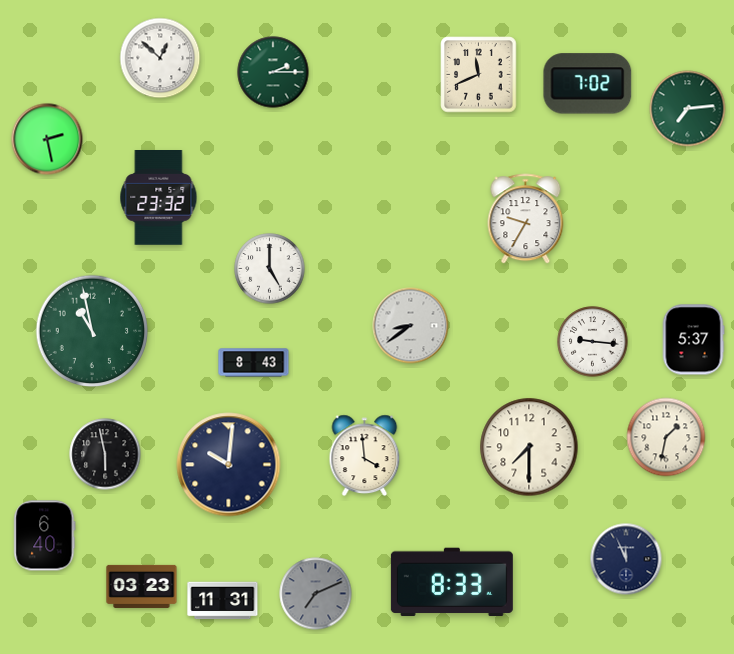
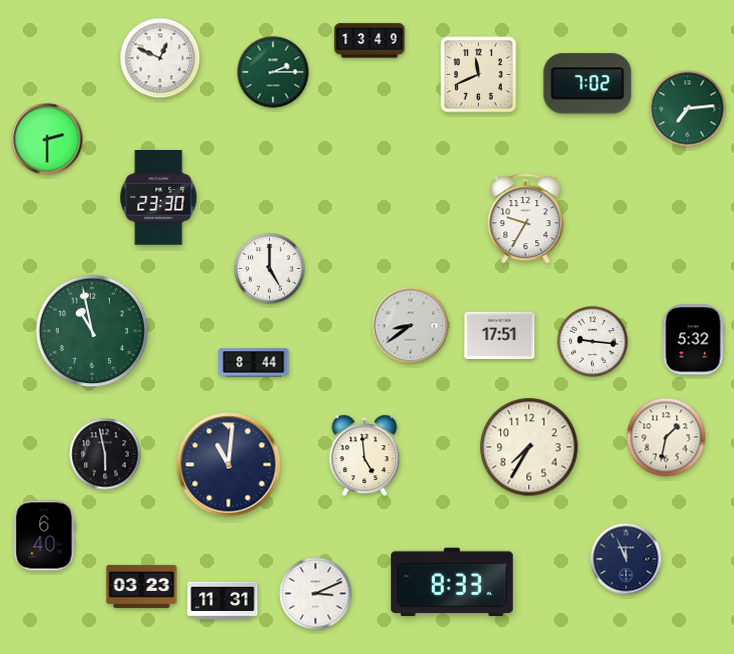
clock at (370, 41): none -> 13:49
clock at (160, 58): 12:52 -> 12:49
clock at (47, 139): 2:28 -> 2:30
clock at (159, 198): 23:32 -> 23:30
clock at (500, 335): none -> 17:51
clock at (693, 340): 5:37 -> 5:32
clock at (254, 363): 8:43 -> 8:44
clock at (529, 447): 7:30 -> 7:35
clock at (365, 456): 3:59 -> 4:59
clock at (229, 465): 10:01 -> 11:01
clock at (316, 594): 7:11 -> 3:11
clock at (316, 594) dial: grey -> white
